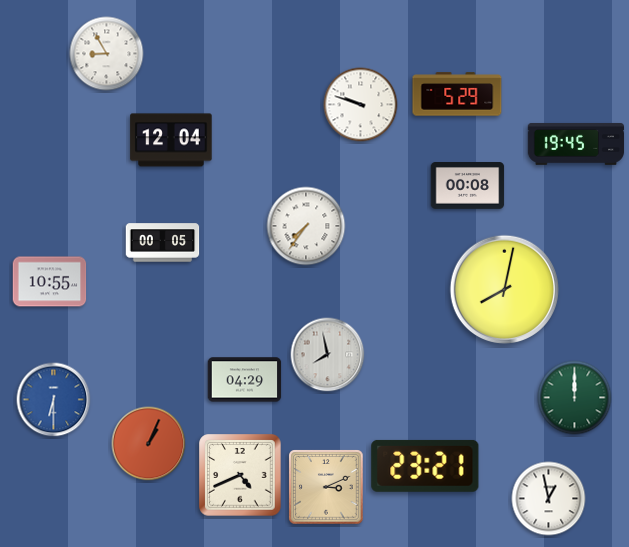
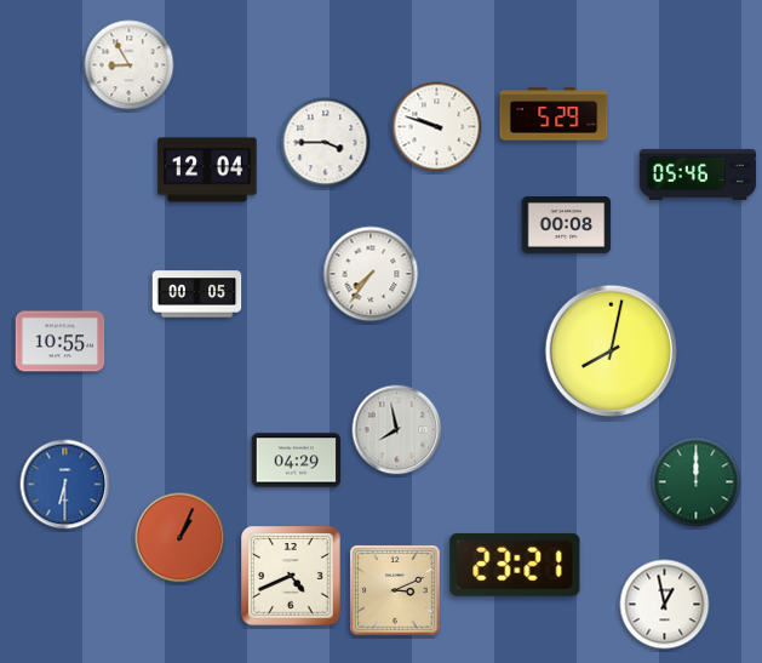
clock at (326, 143): none -> 3:45
clock at (576, 144): 19:45 -> 05:46
